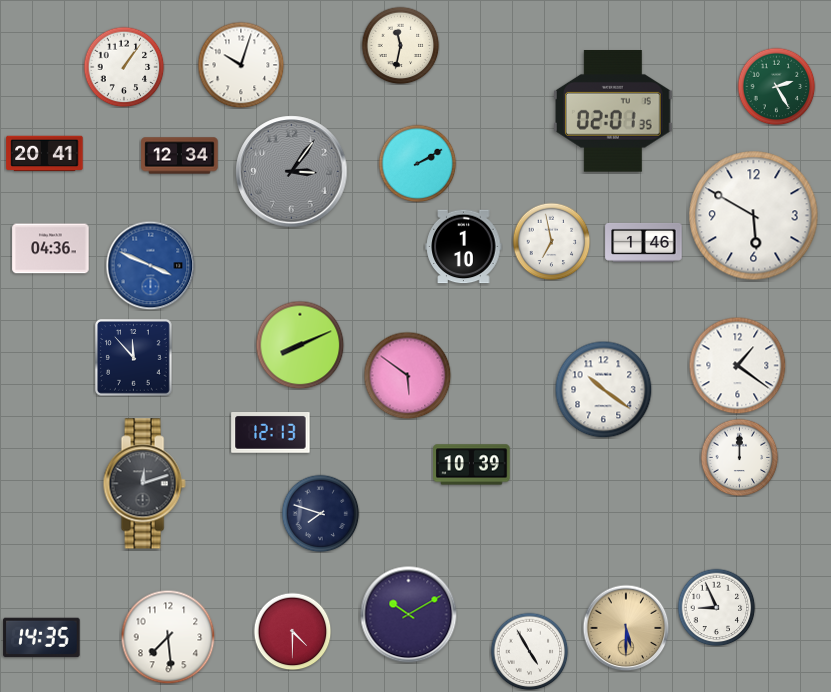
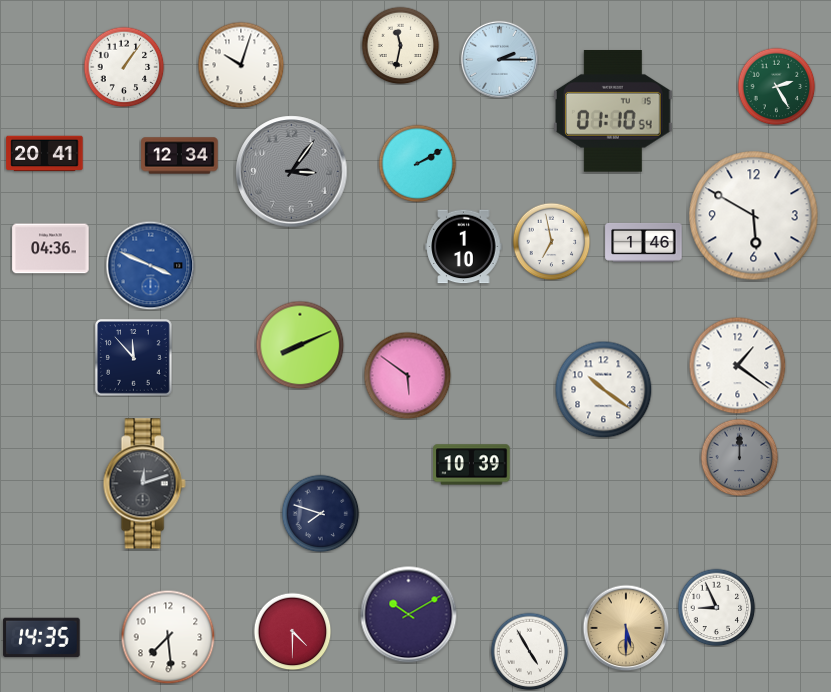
clock at (499, 59): none -> 2:15
clock at (614, 111): 02:01 -> 01:10
clock at (271, 433): 12:13 -> none
clock at (739, 457) dial: white -> grey
